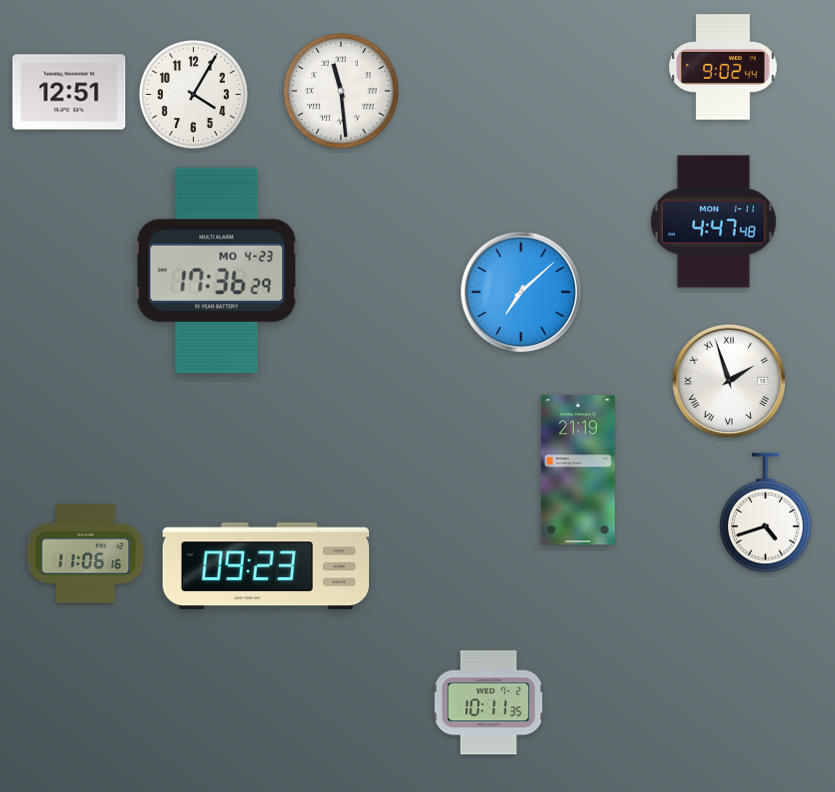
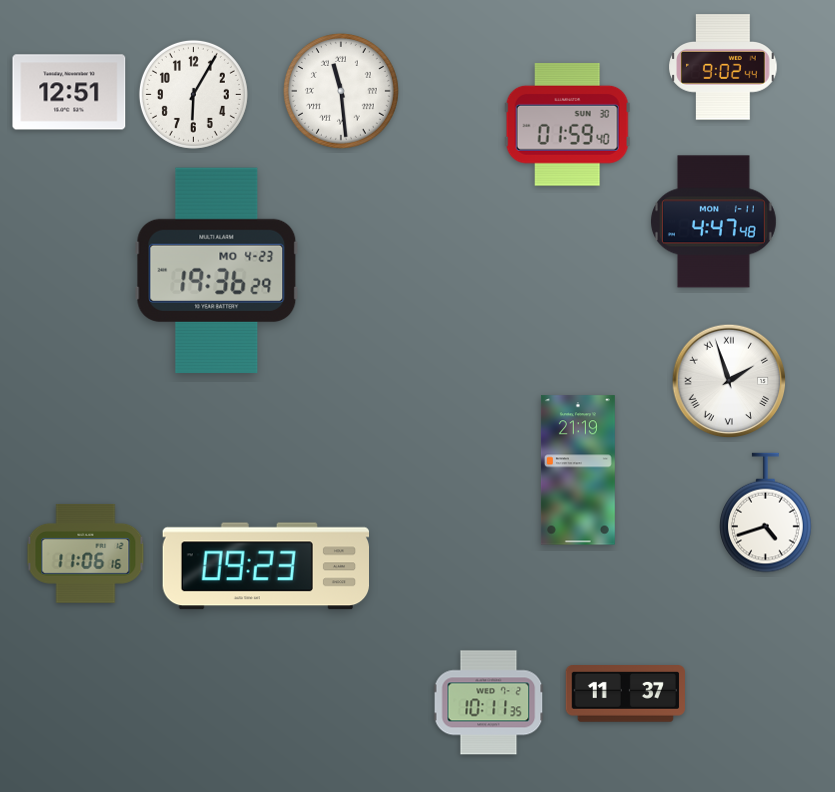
clock at (193, 94): 4:05 -> 6:05
clock at (567, 125): none -> 01:59
clock at (217, 271): 17:36 -> 19:36
clock at (521, 292): 7:08 -> none
clock at (625, 694): none -> 11:37
